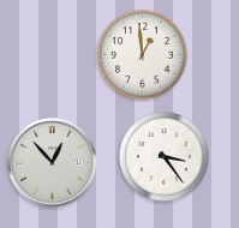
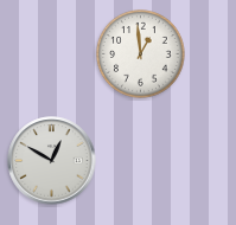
clock at (165, 157): 3:24 -> none
clock at (53, 163): 12:53 -> 12:50
